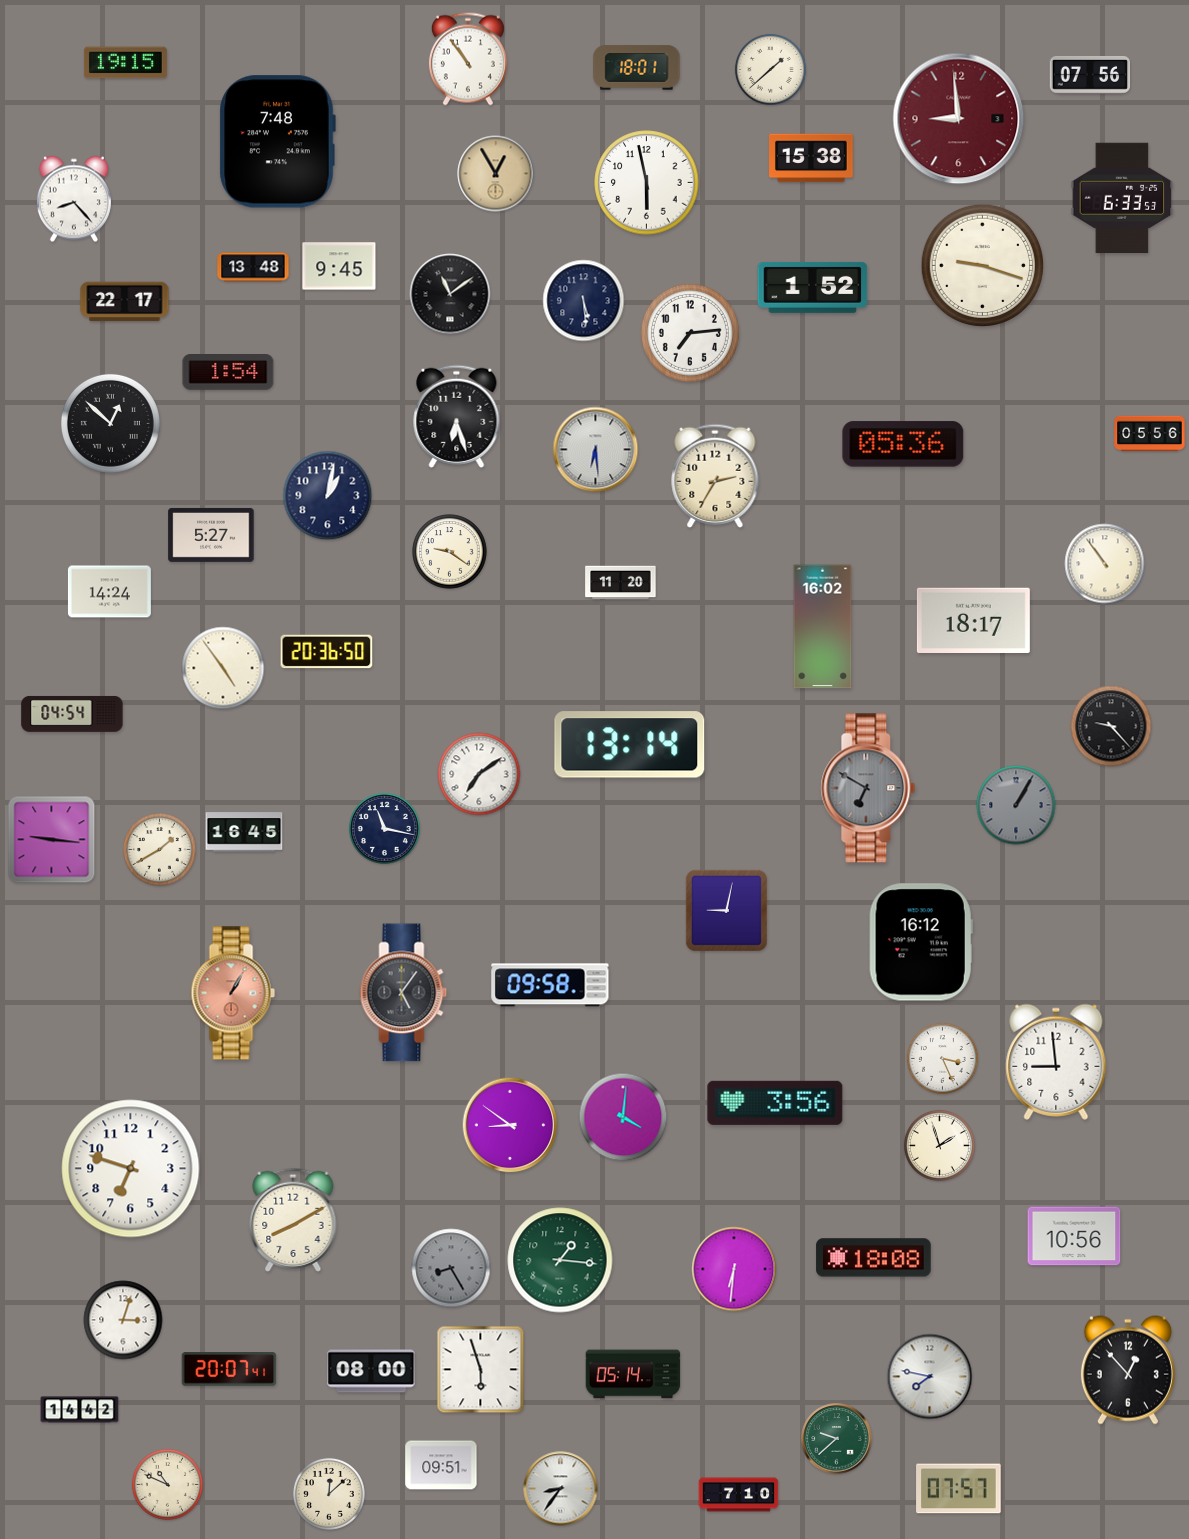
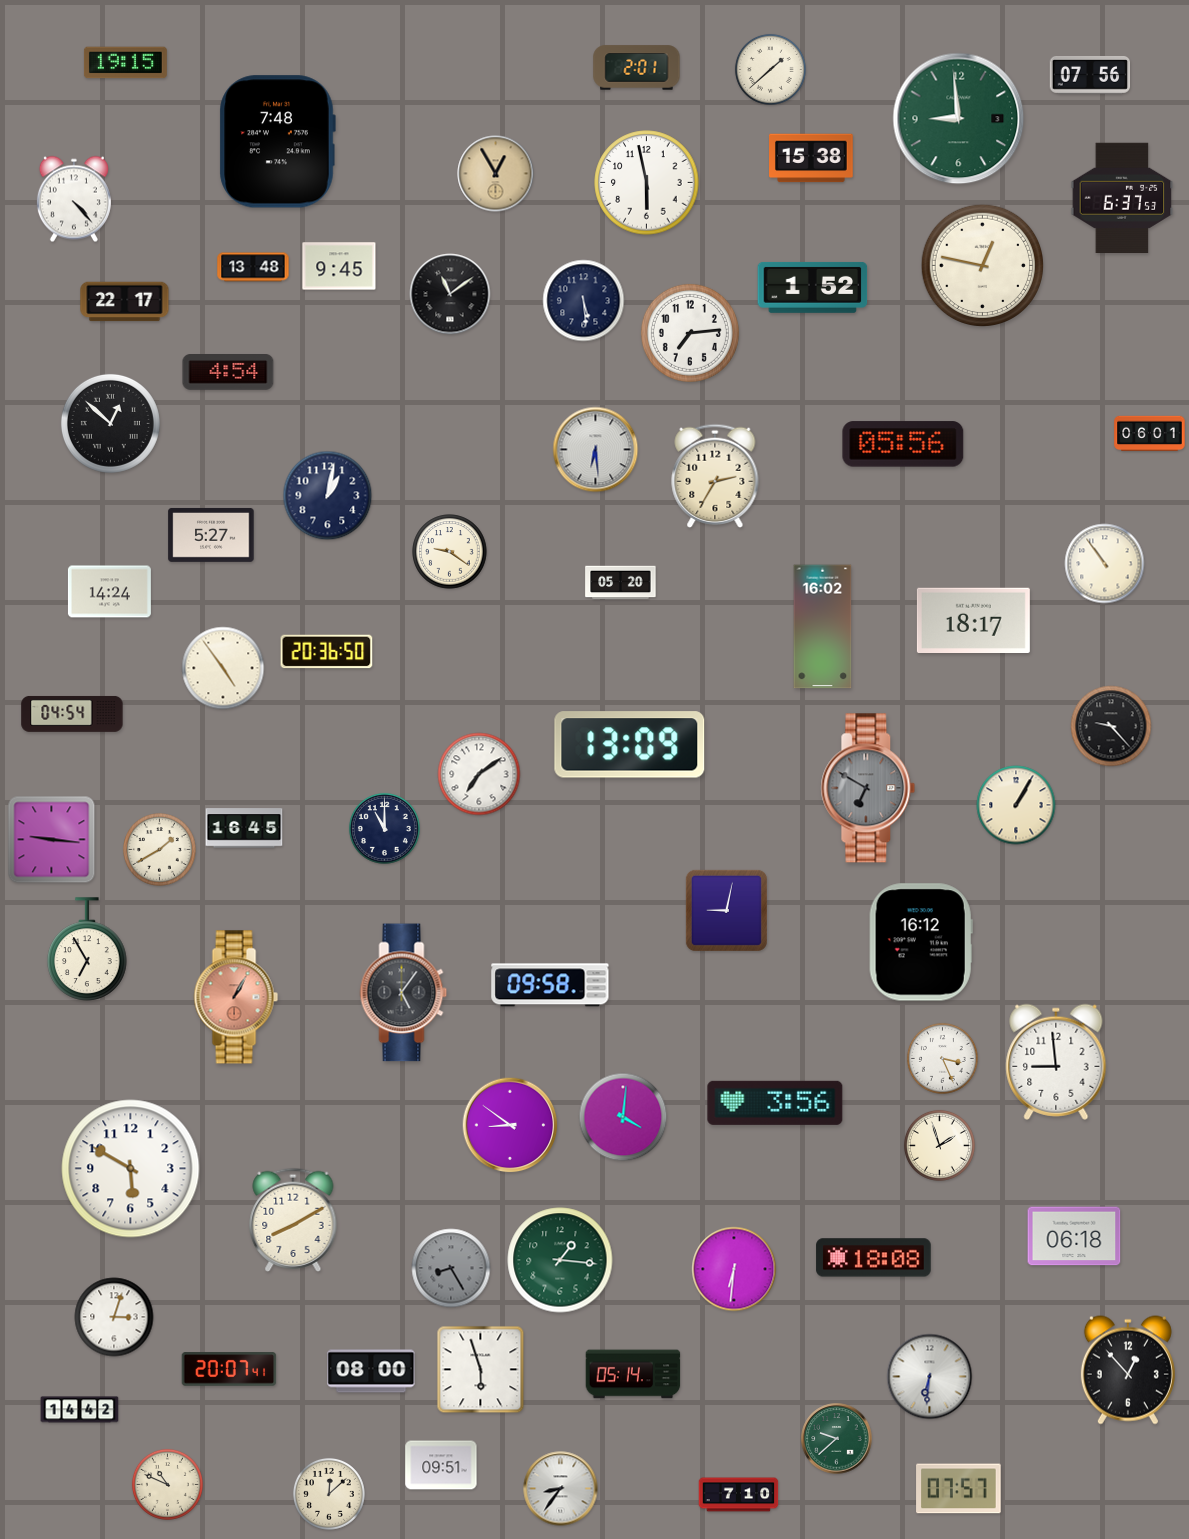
clock at (468, 59): 10:54 -> none
clock at (637, 68): 18:01 -> 2:01
clock at (959, 119) dial: burgundy -> green
clock at (1122, 197): 6:33 -> 6:37
clock at (74, 199): 8:23 -> 4:23
clock at (983, 266): 9:18 -> 12:47
clock at (228, 373): 1:54 -> 4:54
clock at (457, 416): 6:27 -> none
clock at (1150, 434): 05:56 -> 06:01
clock at (903, 444): 05:36 -> 05:56
clock at (621, 583): 11:20 -> 05:20
clock at (630, 745): 13:14 -> 13:09
clock at (1016, 805) dial: grey -> cream
clock at (384, 828): 11:17 -> 11:00
clock at (244, 832) position: (244, 832) -> (244, 828)
clock at (87, 949): none -> 6:55
clock at (233, 993) position: (233, 993) -> (236, 997)
clock at (131, 1169): 6:48 -> 5:50
clock at (1074, 1236): 10:56 -> 06:18
clock at (123, 1320) position: (123, 1320) -> (114, 1317)
clock at (930, 1377): 7:47 -> 6:31
